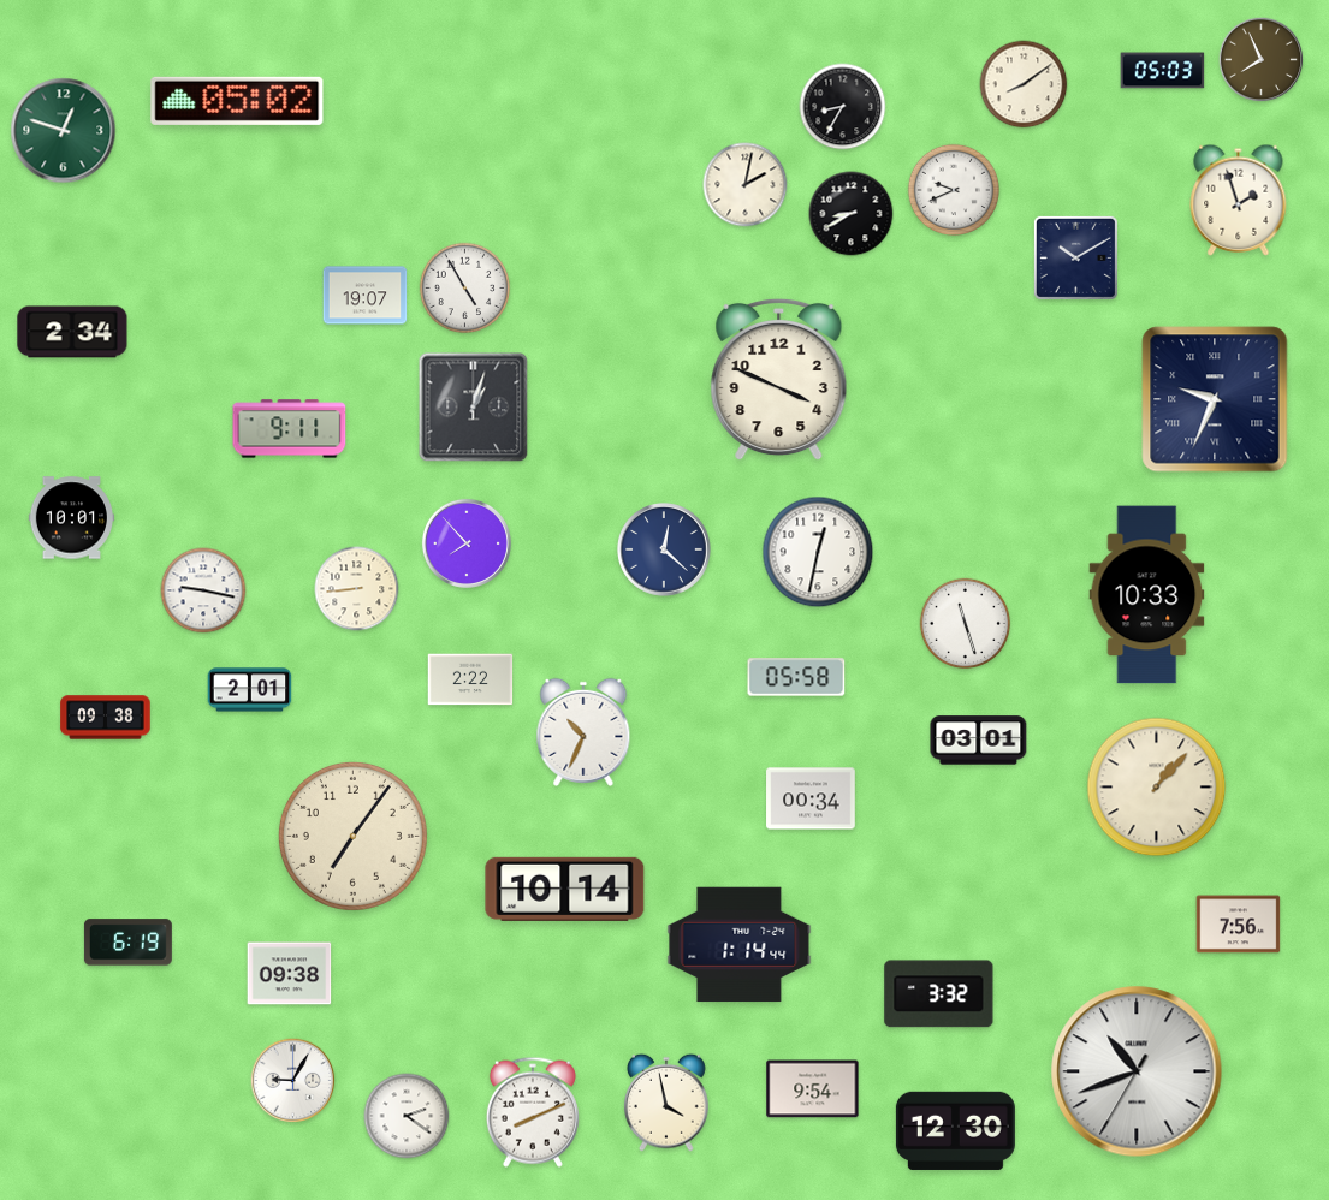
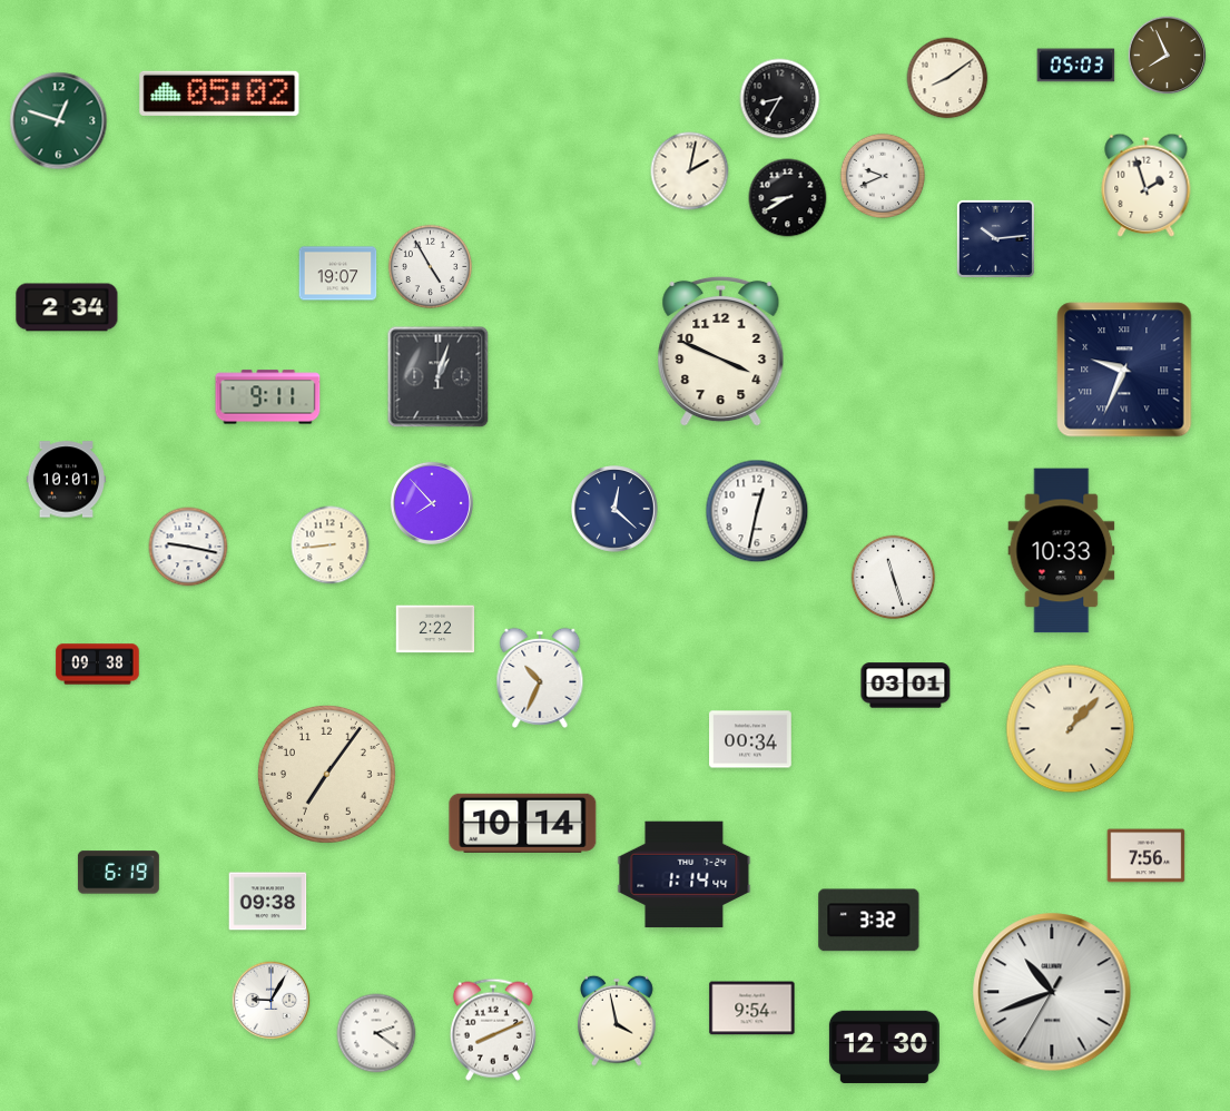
clock at (1075, 257): 10:10 -> 10:14
clock at (796, 677): 05:58 -> none
clock at (250, 690): 2:01 -> none
